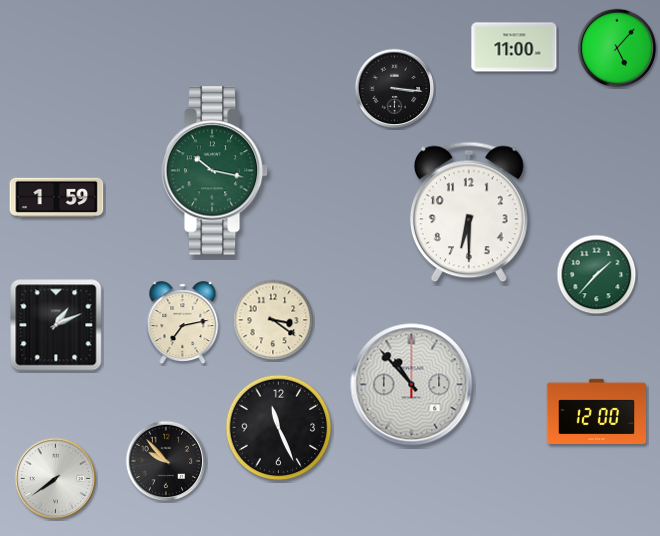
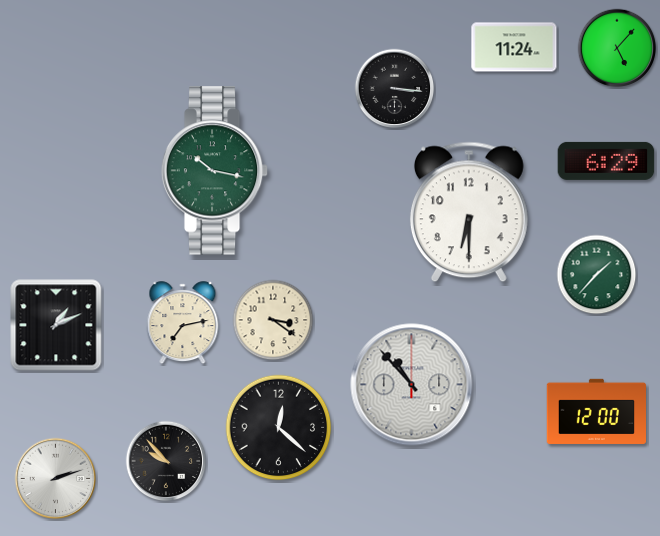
clock at (514, 47): 11:00 -> 11:24
clock at (606, 161): none -> 6:29
clock at (57, 198): 1:59 -> none
clock at (279, 428): 11:26 -> 12:22
clock at (56, 479): 7:39 -> 2:12
